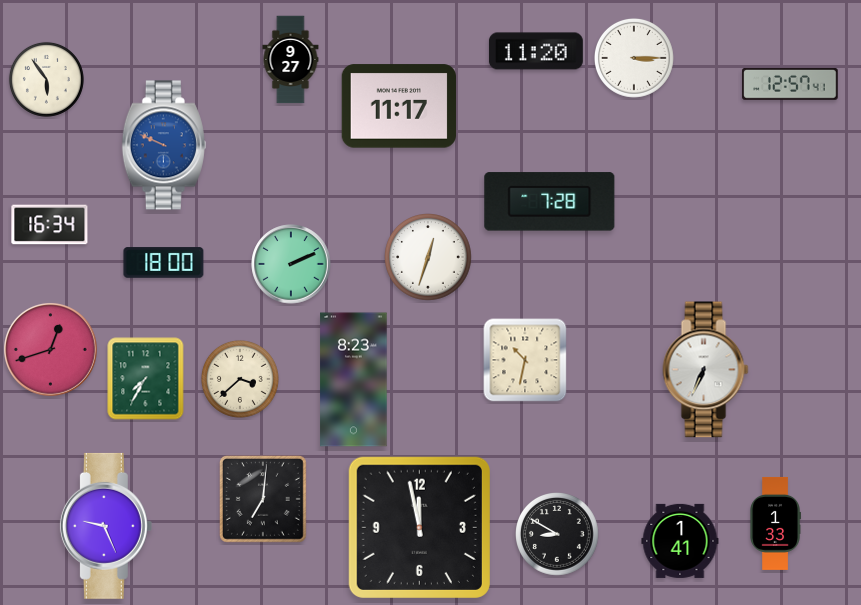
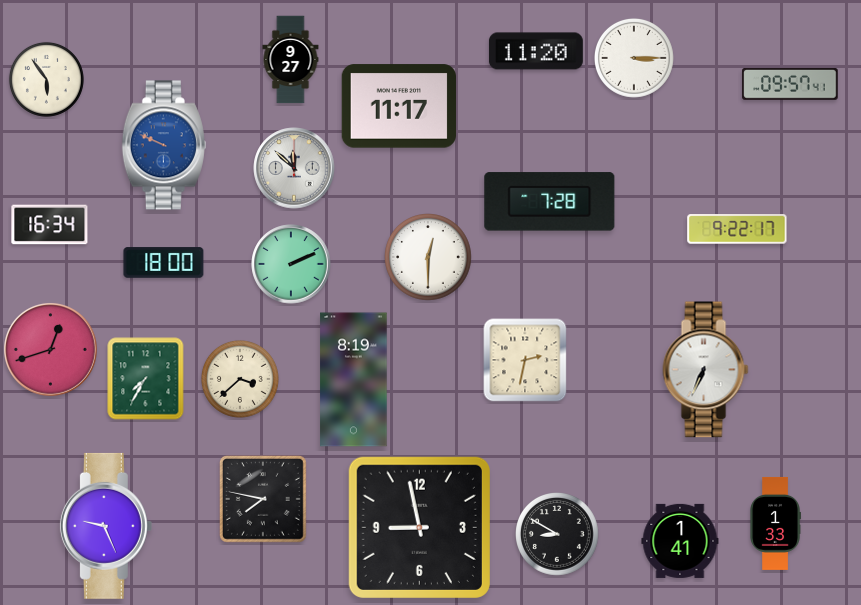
clock at (790, 84): 12:57 -> 09:57
clock at (294, 168): none -> 11:52
clock at (737, 229): none -> 9:22
clock at (429, 258): 12:33 -> 12:30
clock at (525, 360): 10:32 -> 2:32
clock at (354, 380): 8:23 -> 8:19
clock at (263, 499): 7:01 -> 7:47
clock at (419, 527): 11:58 -> 8:58
